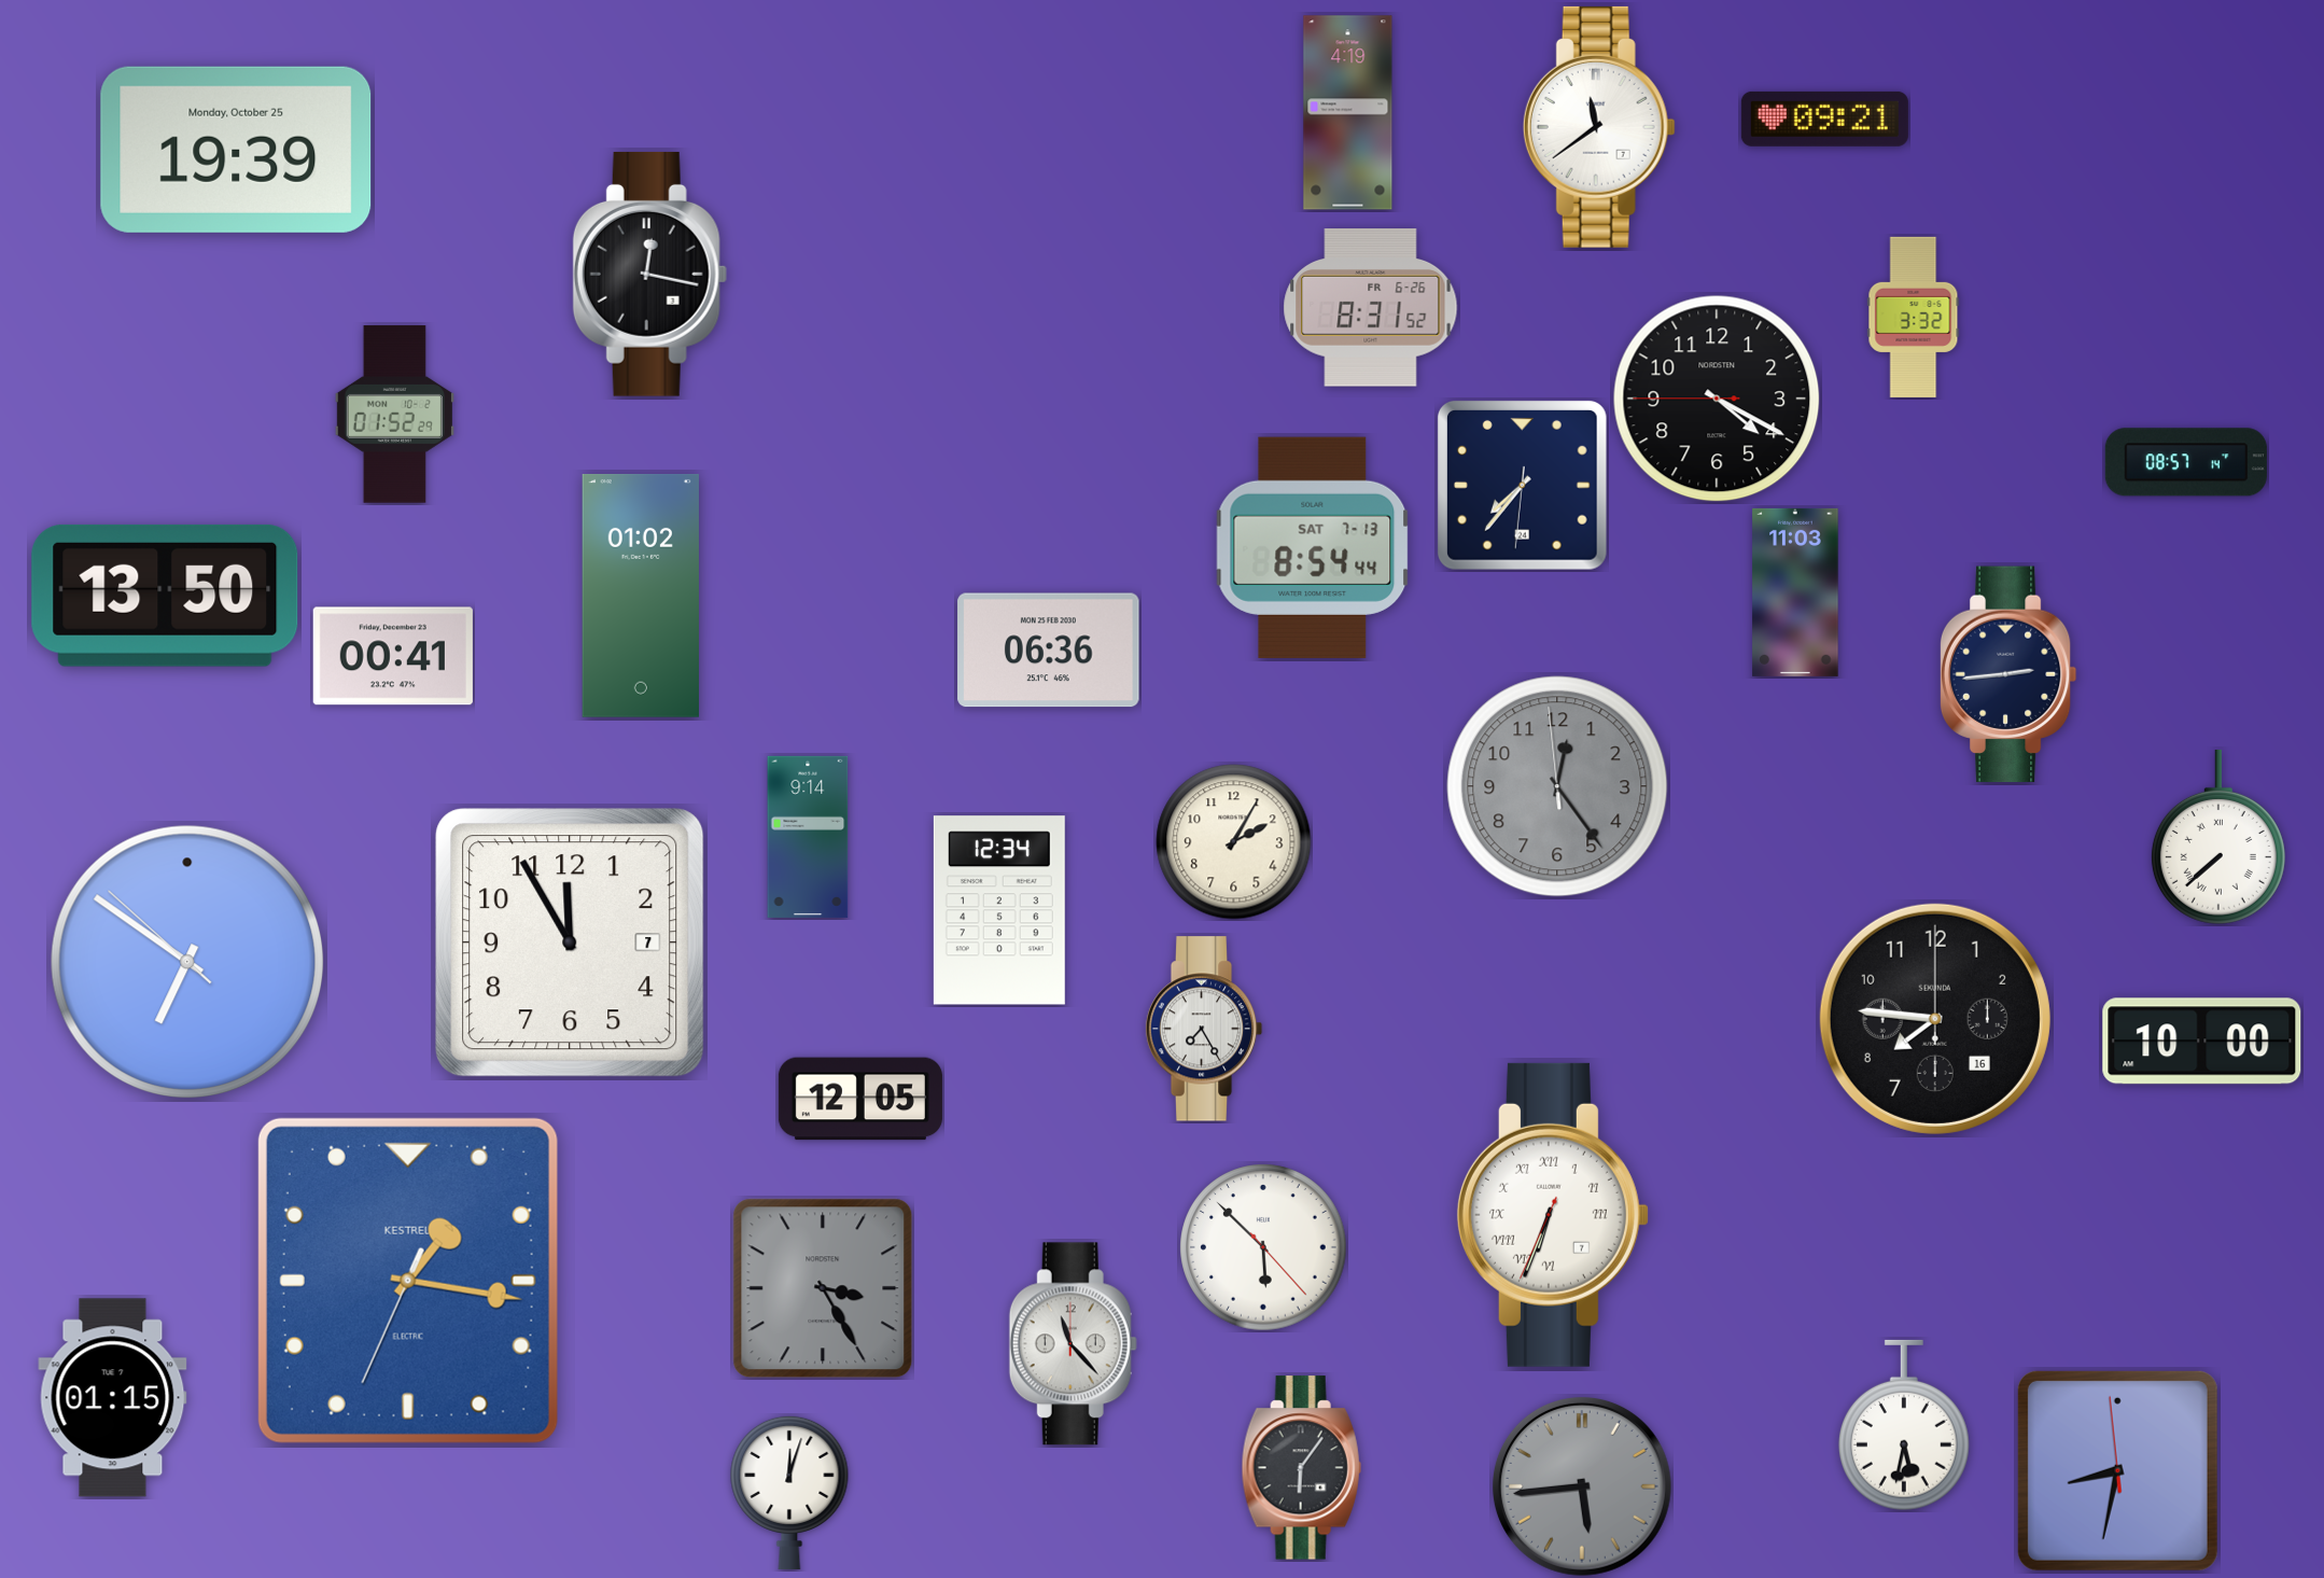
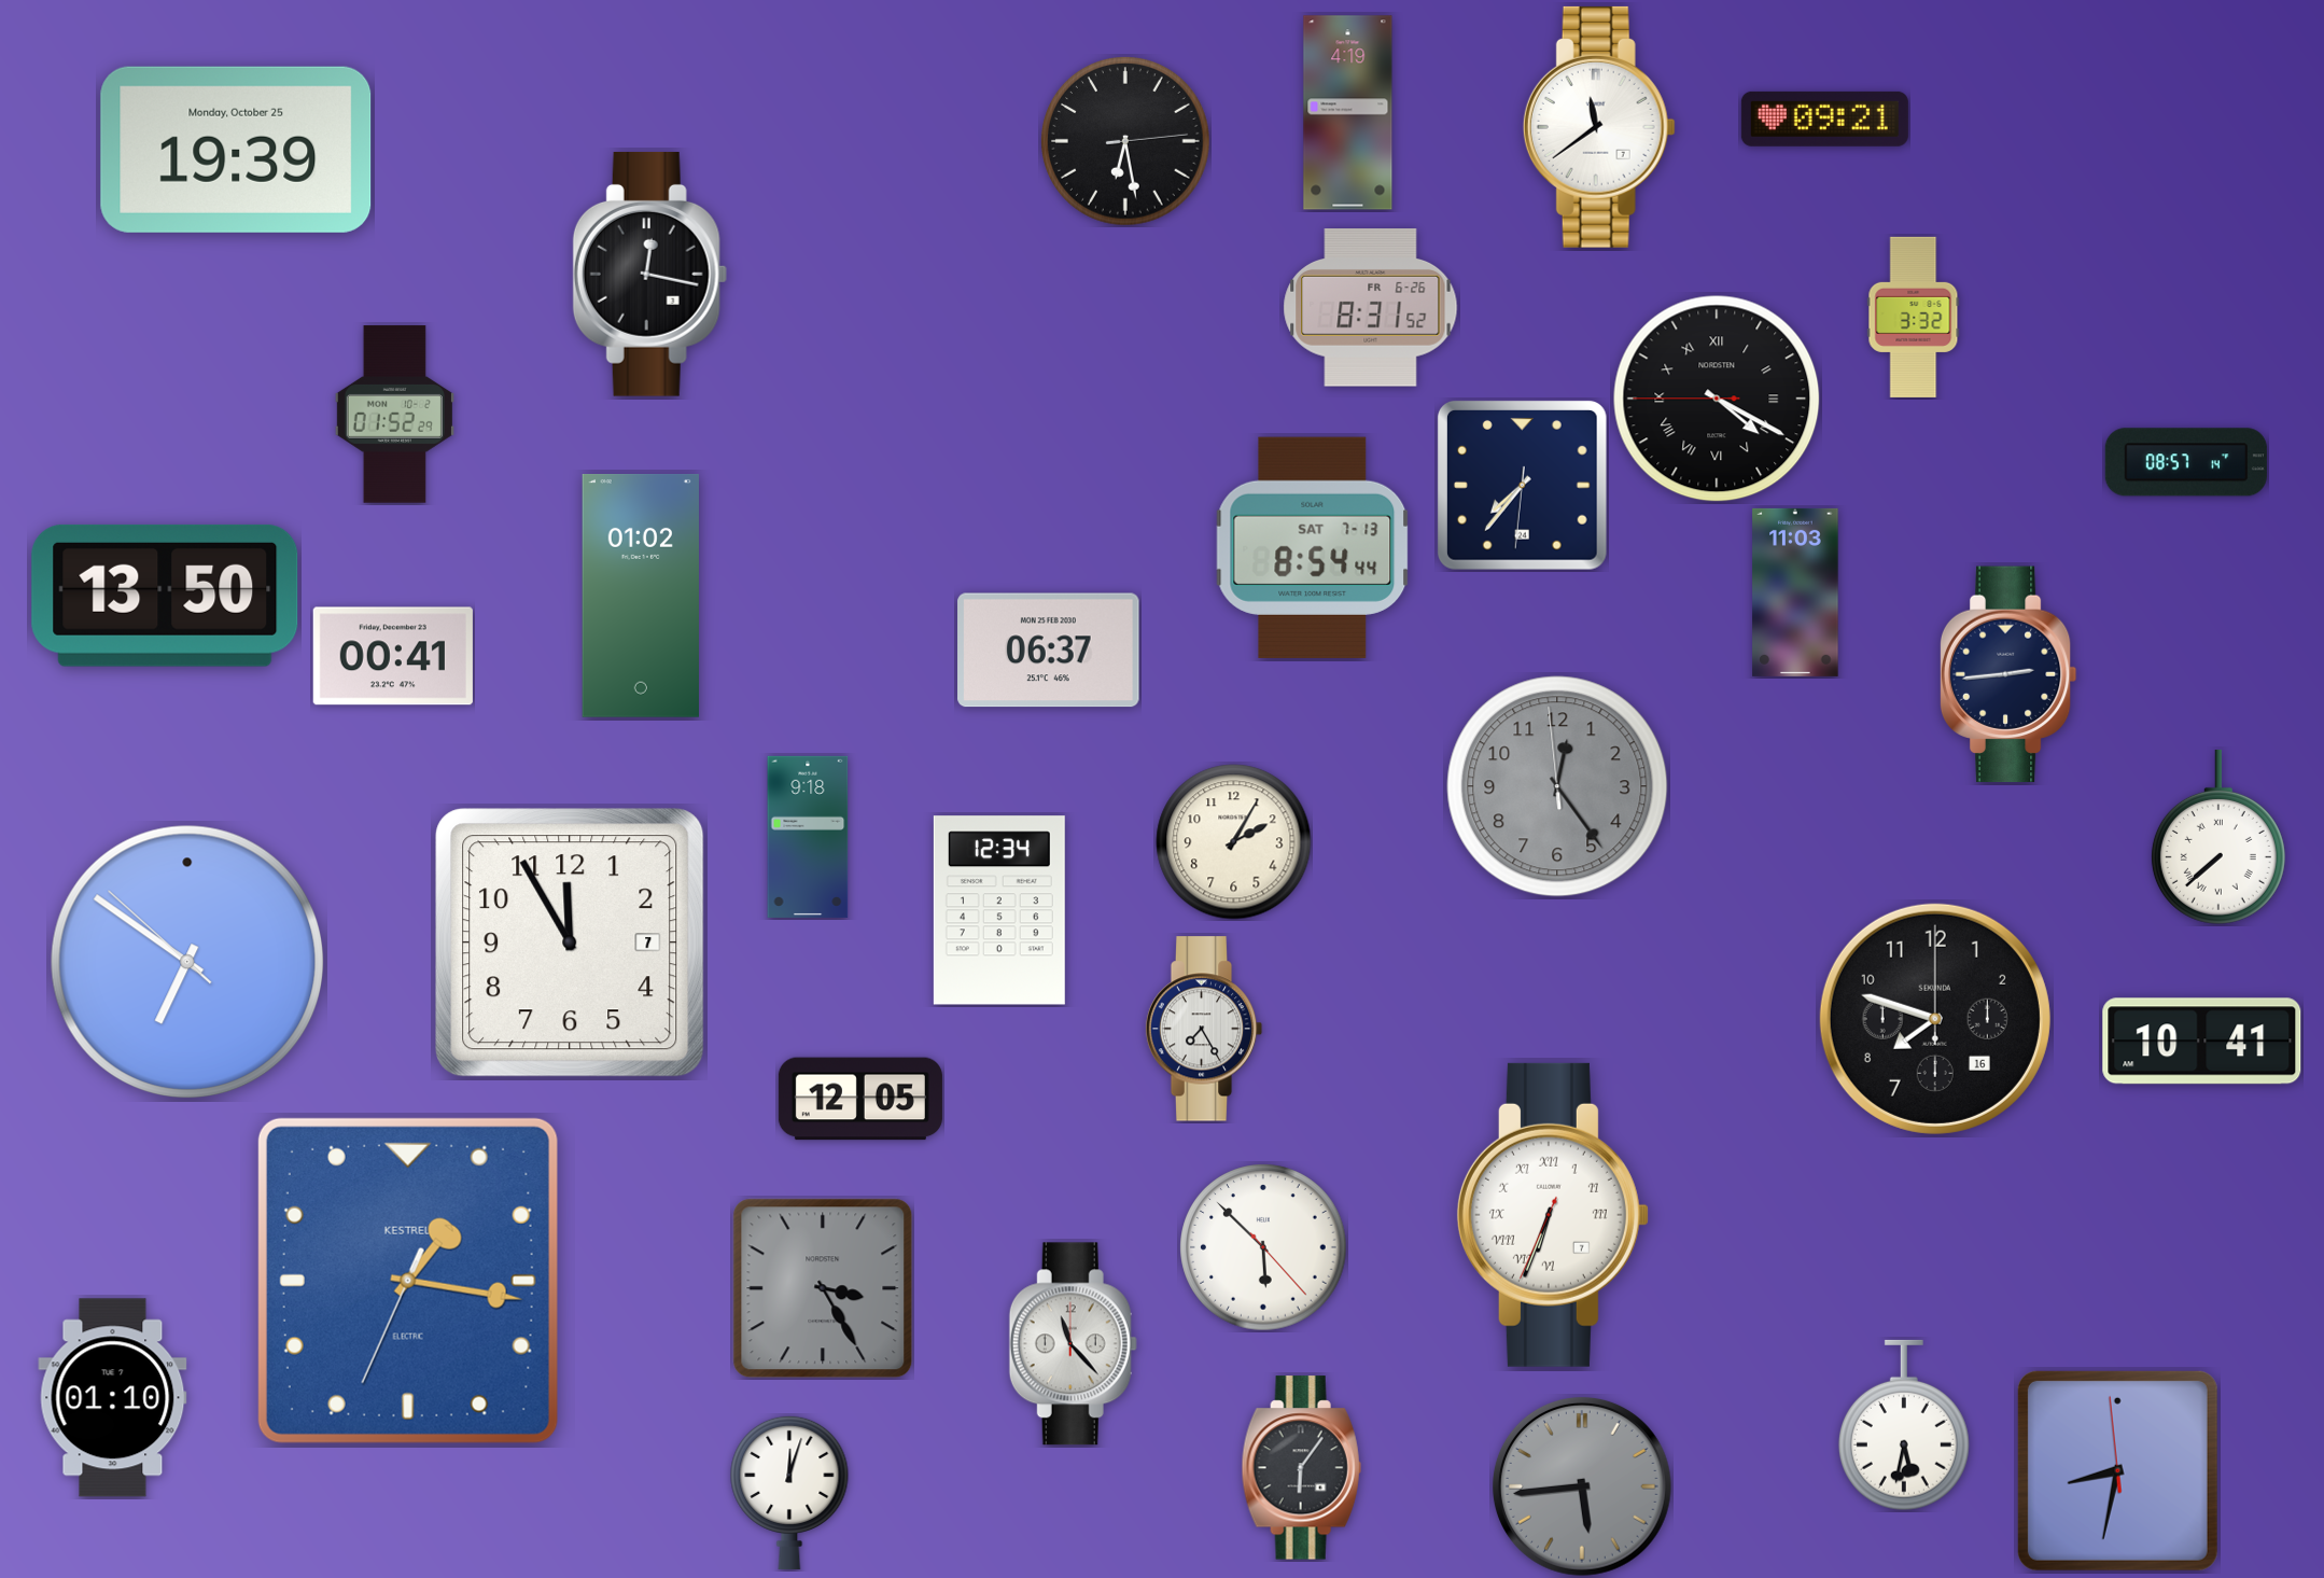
clock at (1126, 142): none -> 6:28
clock at (1717, 399) numerals: Arabic -> Roman
clock at (1049, 651): 06:36 -> 06:37
clock at (808, 837): 9:14 -> 9:18
clock at (1935, 1019): 7:46 -> 7:48
clock at (2202, 1042): 10:00 -> 10:41
clock at (113, 1398): 01:15 -> 01:10
